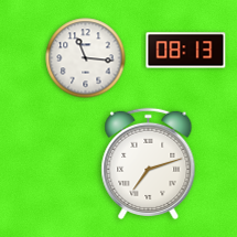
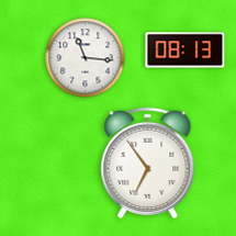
clock at (149, 163): 7:12 -> 6:54
